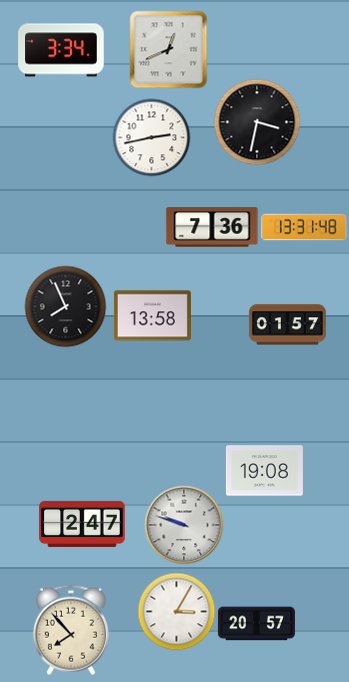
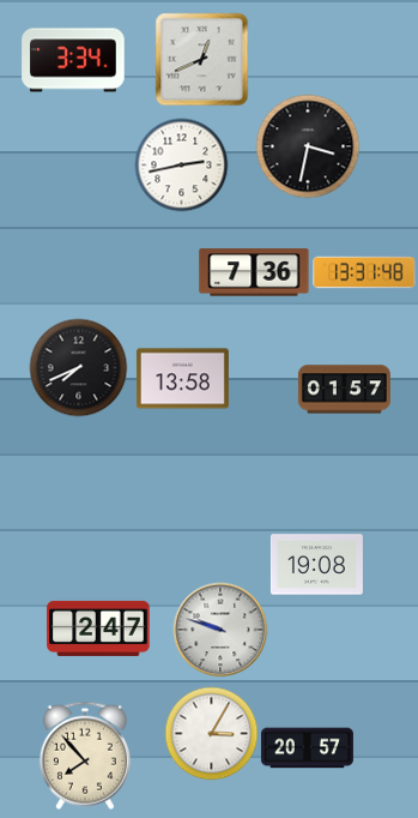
clock at (65, 306): 7:56 -> 7:41
